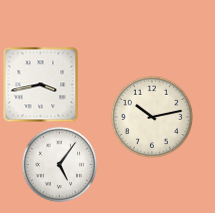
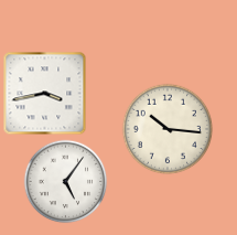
clock at (152, 117): 10:13 -> 10:16
